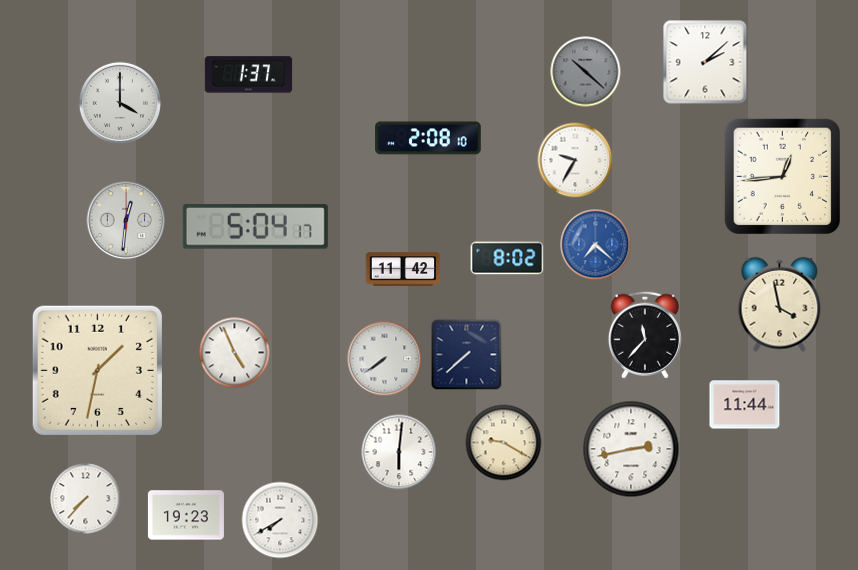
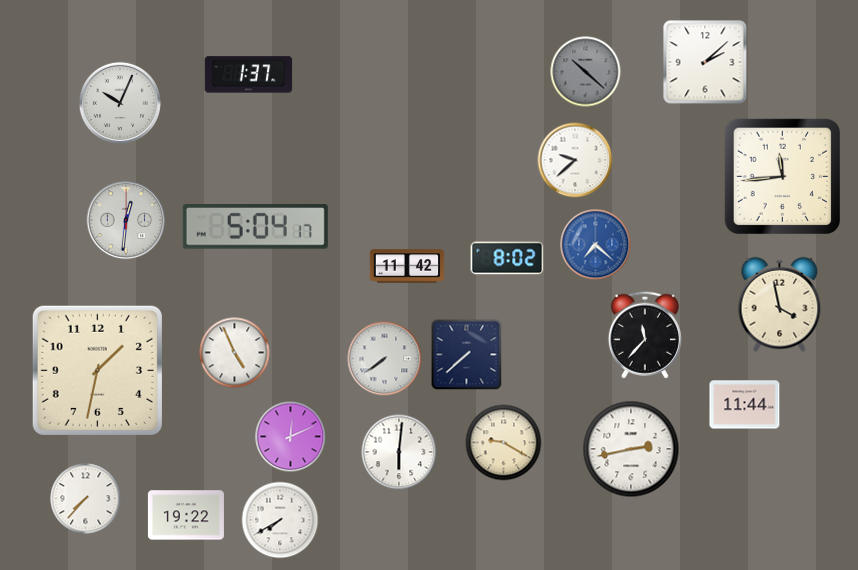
clock at (120, 103): 4:00 -> 10:04
clock at (428, 138): 2:08 -> none
clock at (575, 160): 9:35 -> 9:38
clock at (782, 176): 12:44 -> 11:44
clock at (403, 269) position: (403, 269) -> (407, 266)
clock at (291, 437): none -> 12:11
clock at (186, 515): 19:23 -> 19:22
